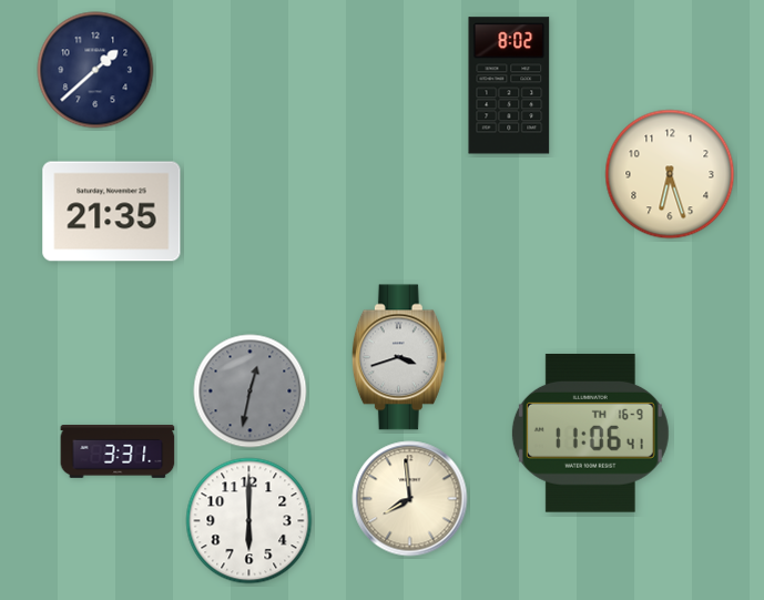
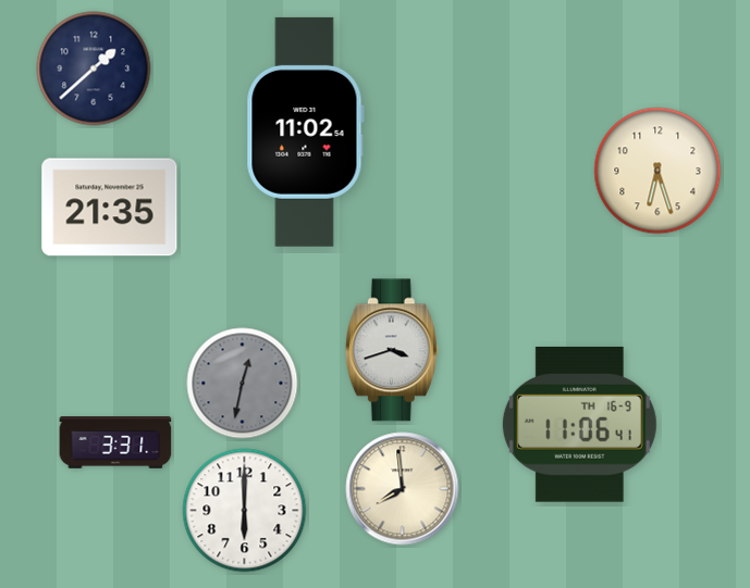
clock at (509, 85): 8:02 -> none
clock at (305, 132): none -> 11:02
clock at (251, 391) position: (251, 391) -> (243, 384)
